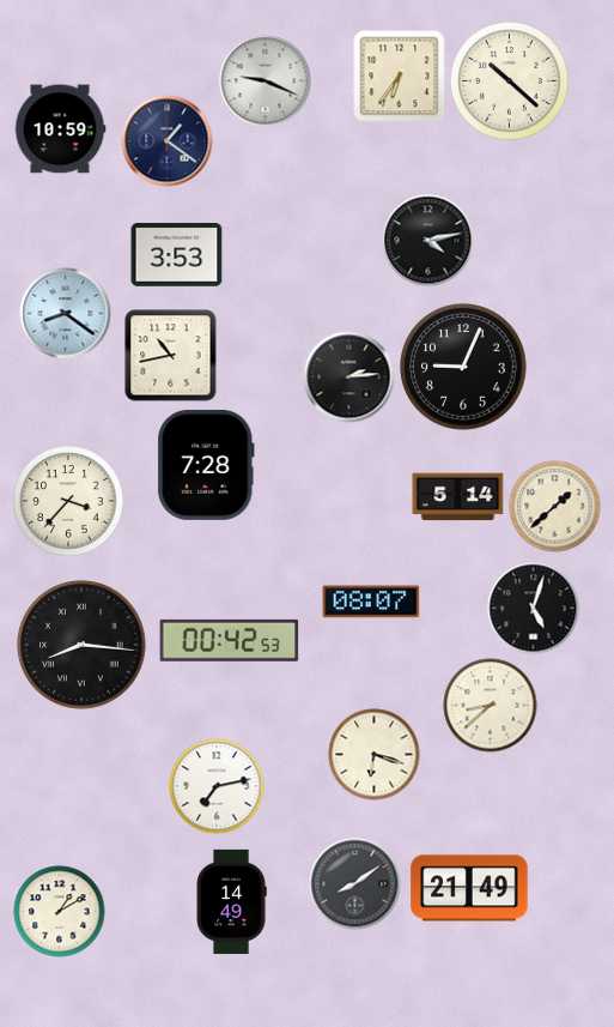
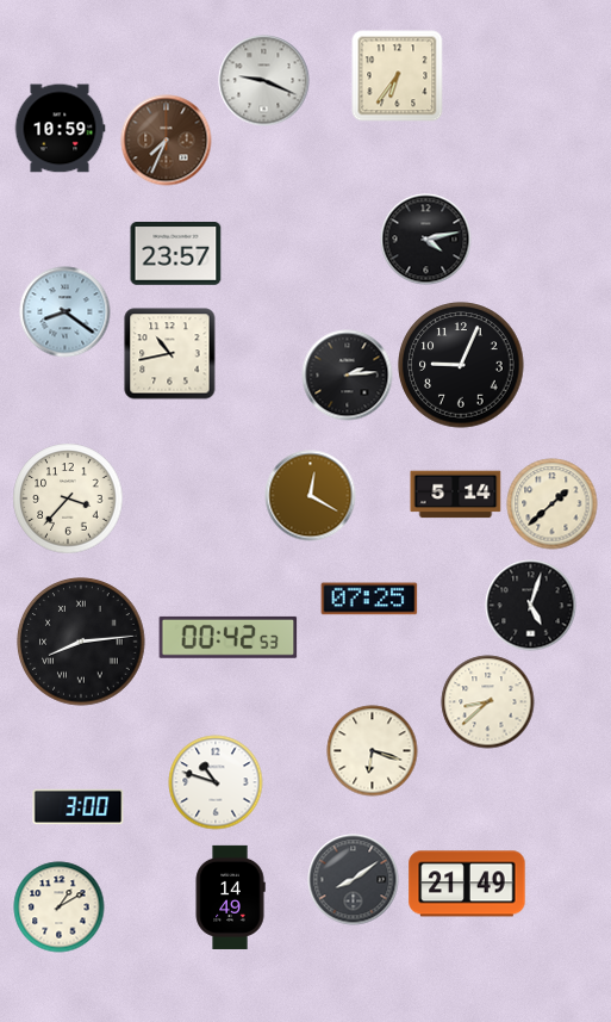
clock at (510, 81): 10:22 -> none
clock at (168, 141): 1:21 -> 7:34
clock at (168, 141) dial: navy -> brown
clock at (177, 255): 3:53 -> 23:57
clock at (206, 465): 7:28 -> none
clock at (311, 496): none -> 12:20
clock at (371, 602): 08:07 -> 07:25
clock at (81, 645): 8:16 -> 8:14
clock at (217, 786): 7:13 -> 10:48
clock at (79, 807): none -> 3:00
